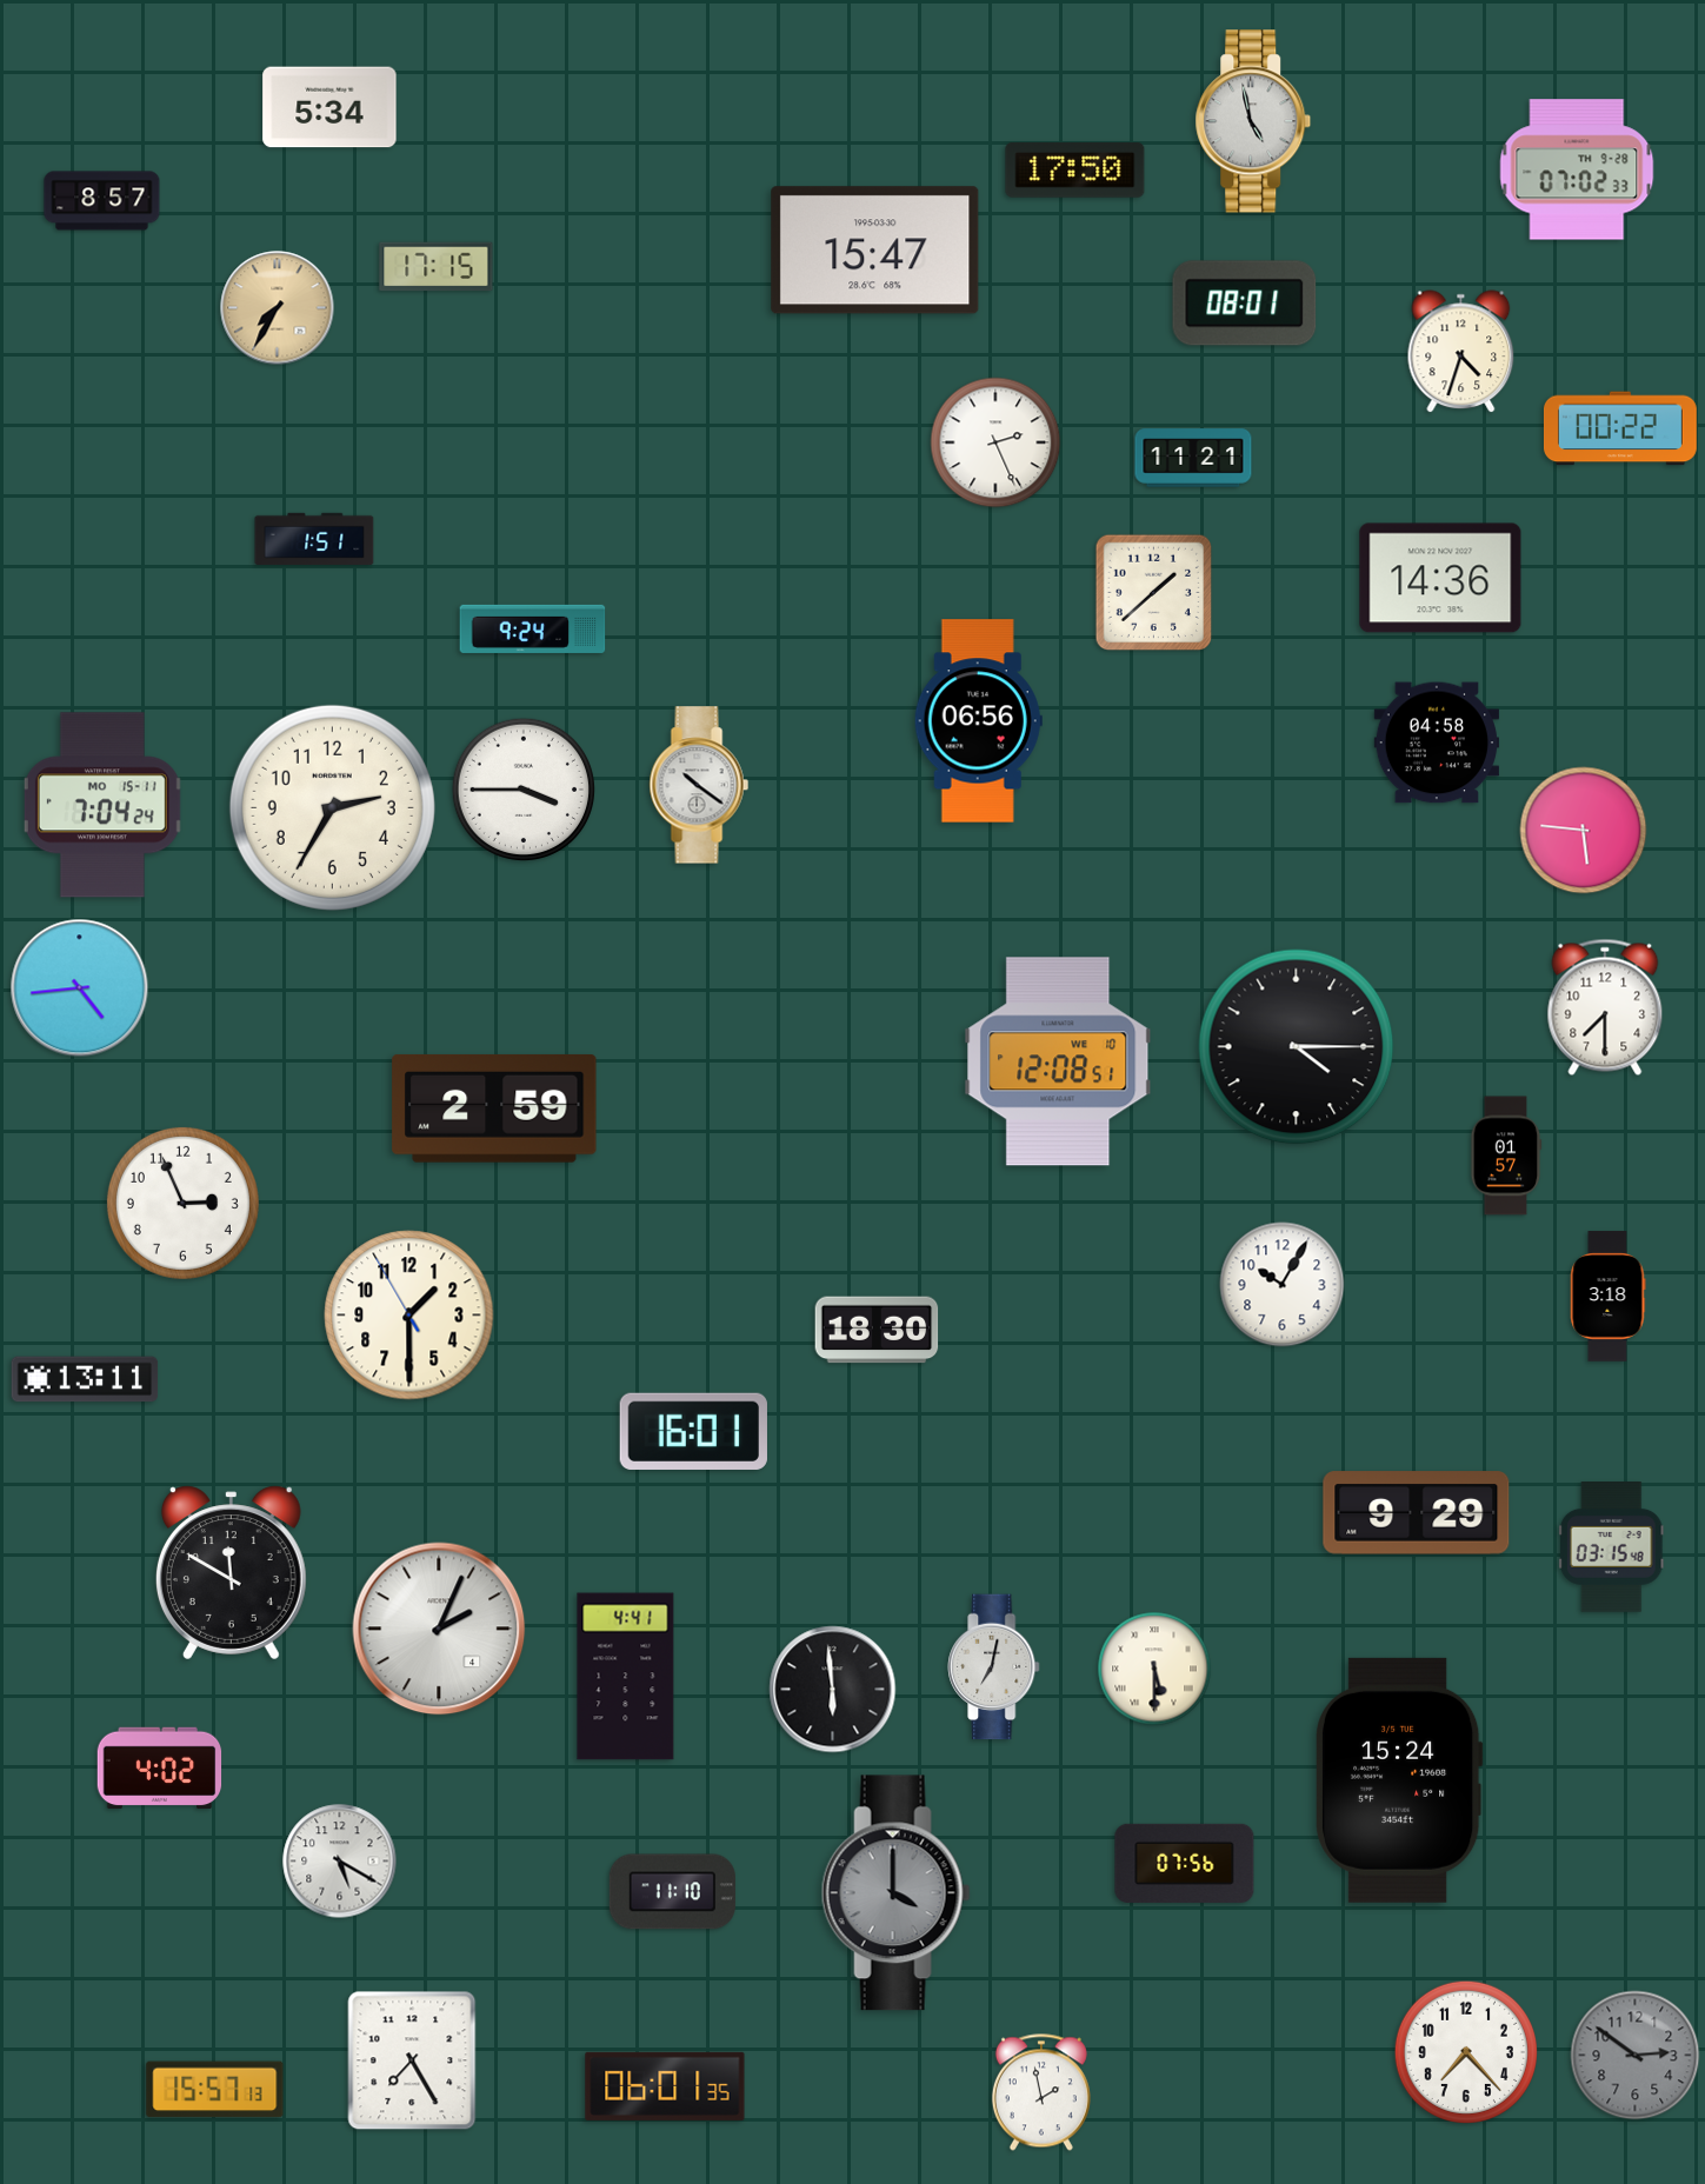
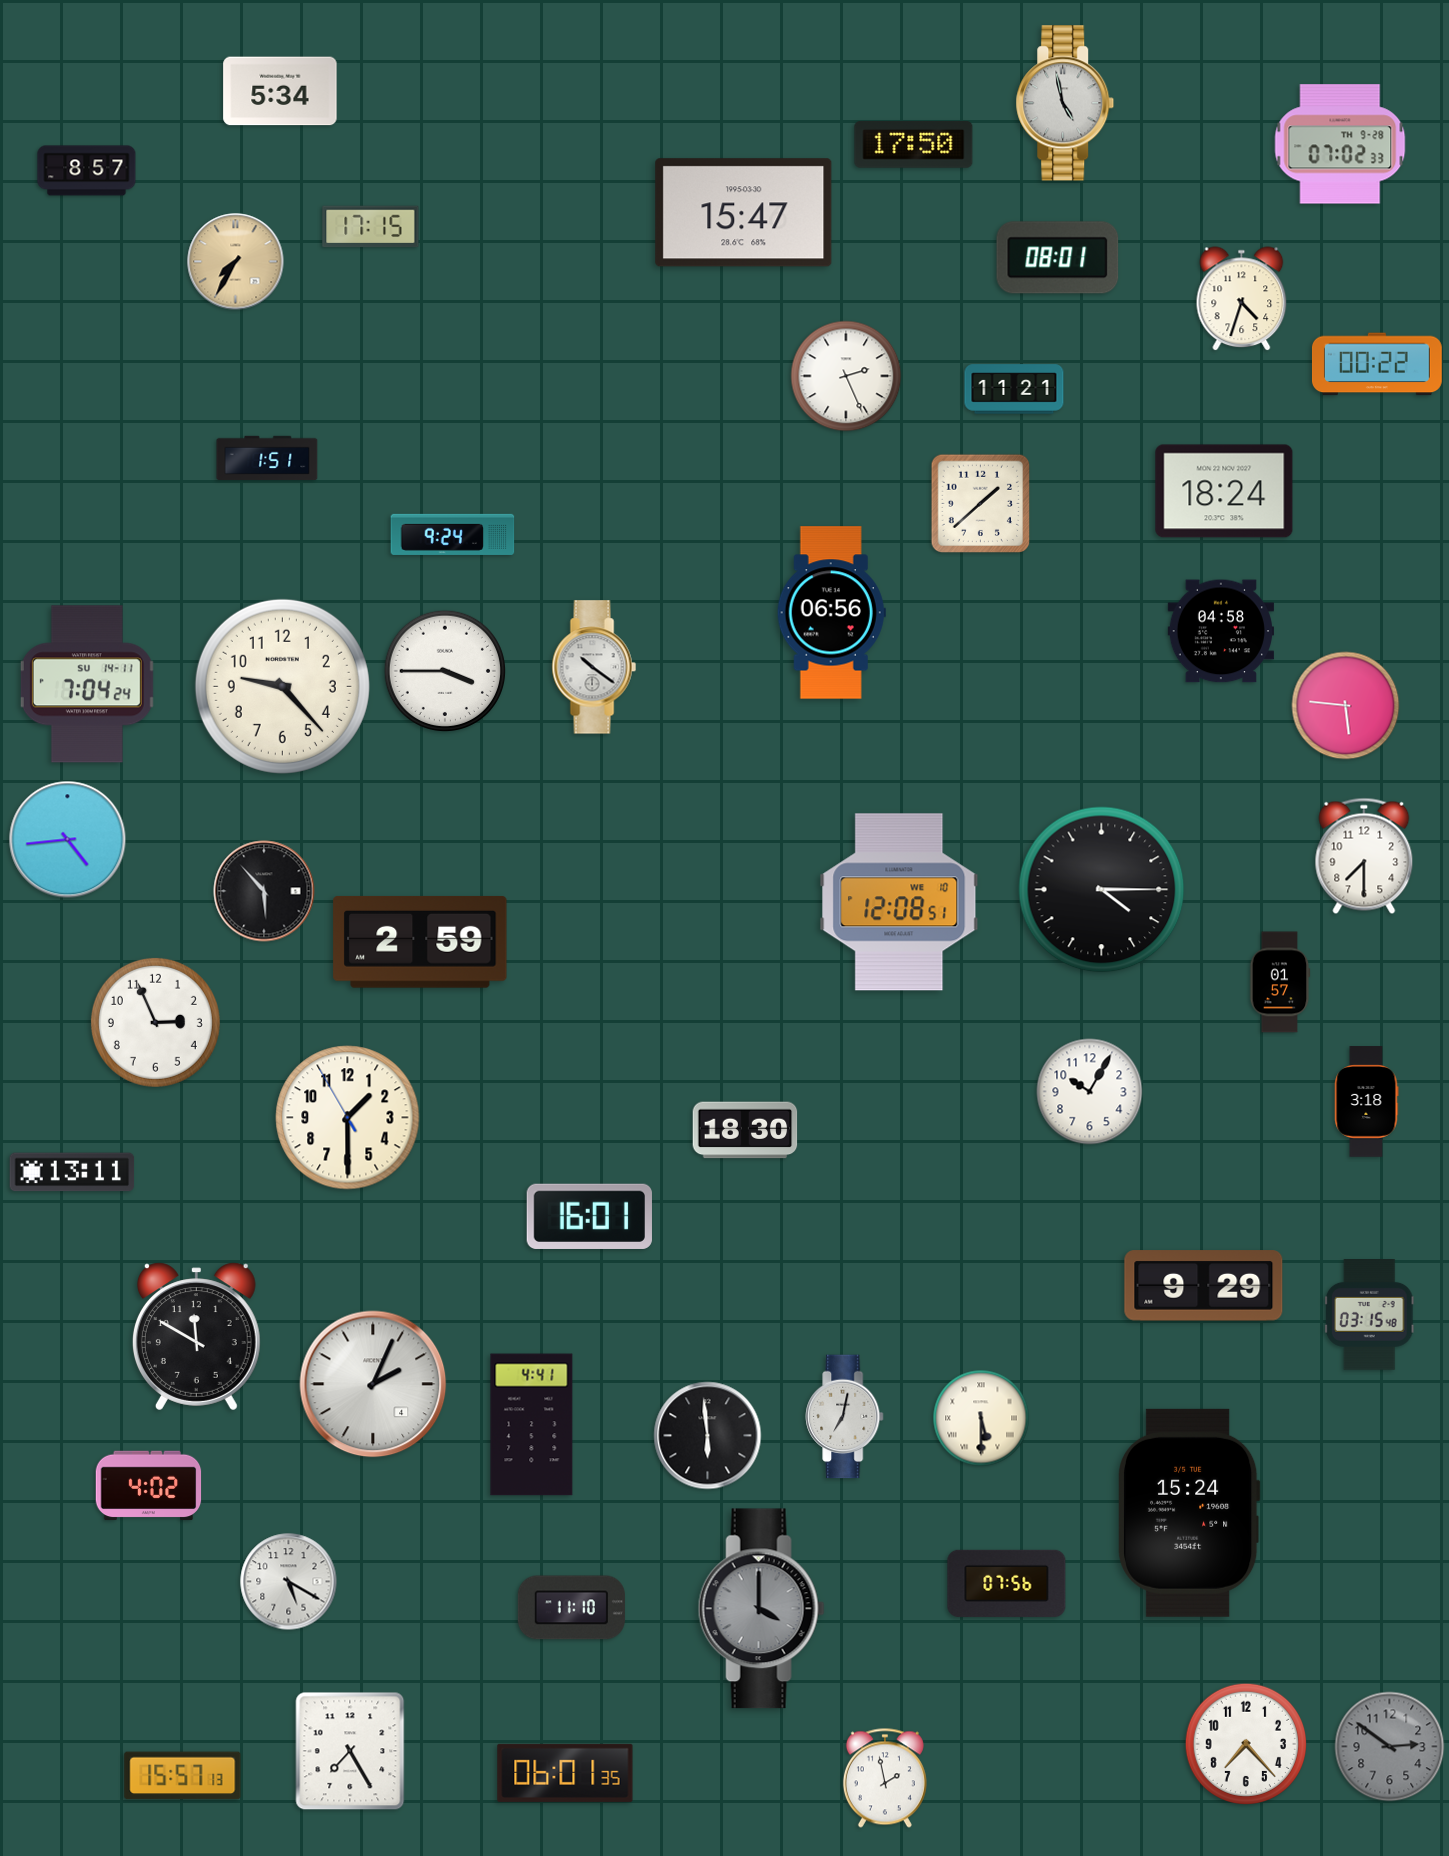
clock at (1440, 578): 14:36 -> 18:24
clock at (102, 805) date: MO 15-11 -> SU 14-11
clock at (332, 807): 2:35 -> 9:23
clock at (264, 891): none -> 5:53
clock at (160, 1769) position: (160, 1769) -> (149, 1486)
